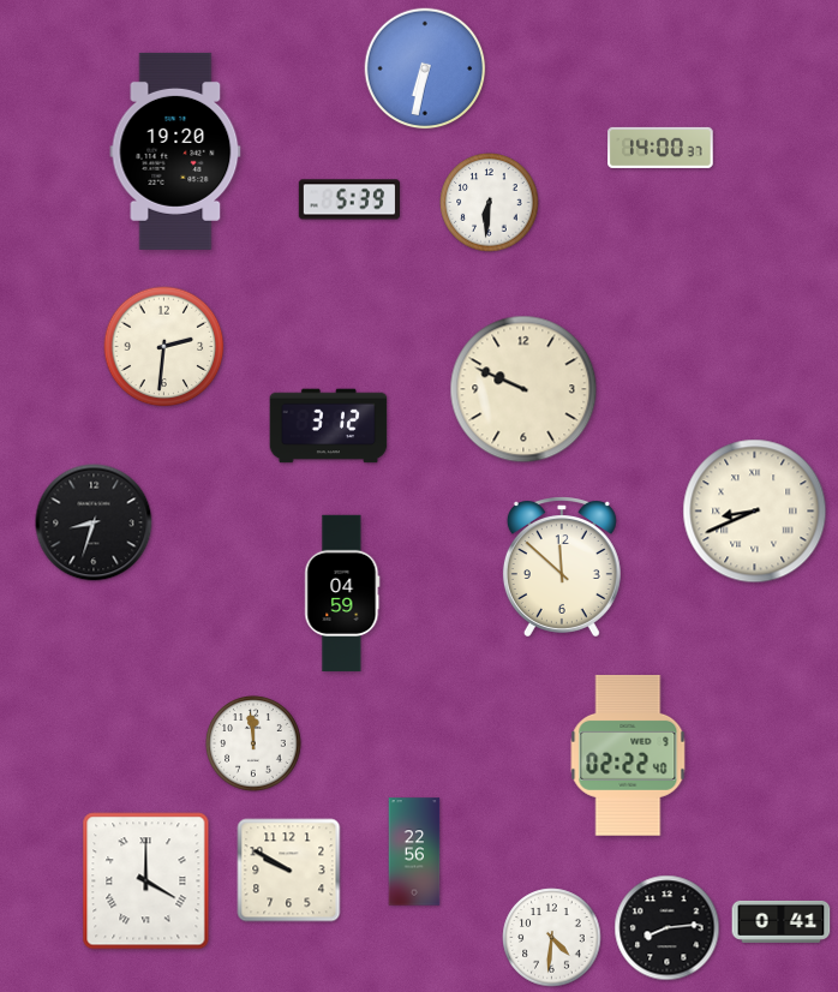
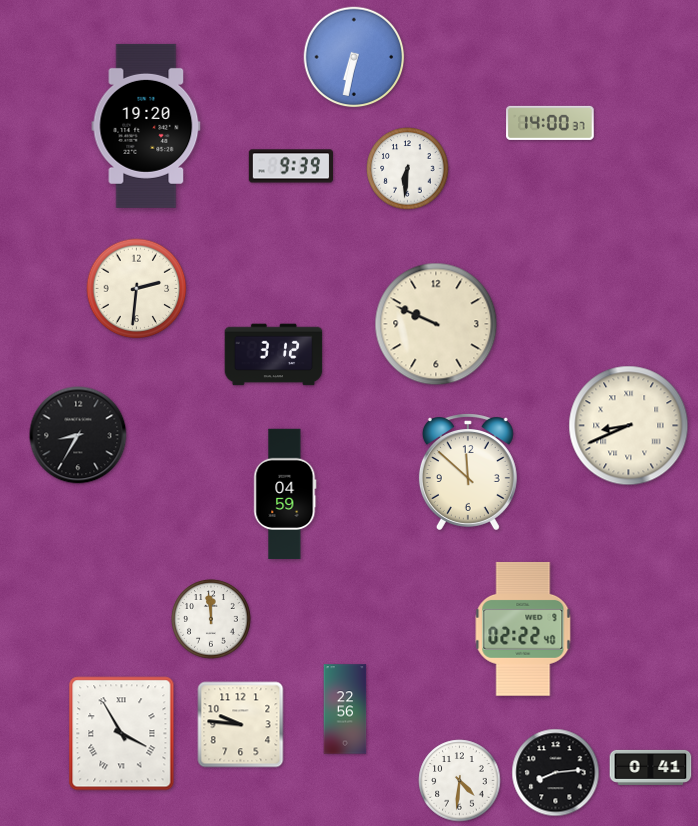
clock at (348, 199): 5:39 -> 9:39
clock at (94, 522): 8:33 -> 8:35
clock at (289, 871): 9:50 -> 9:46
clock at (146, 882): 4:00 -> 3:55
